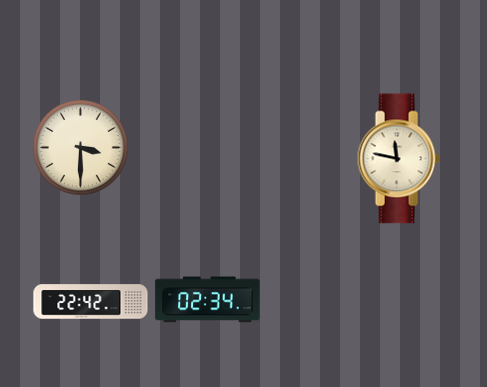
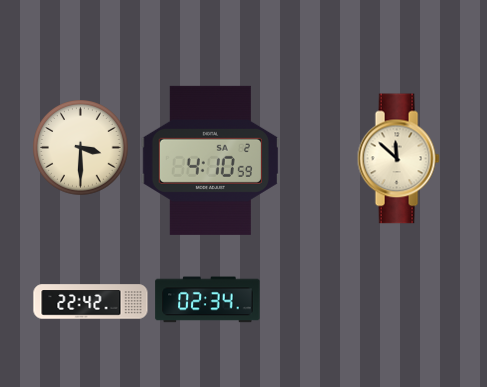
clock at (398, 159): 11:47 -> 11:52
clock at (210, 160): none -> 4:10
